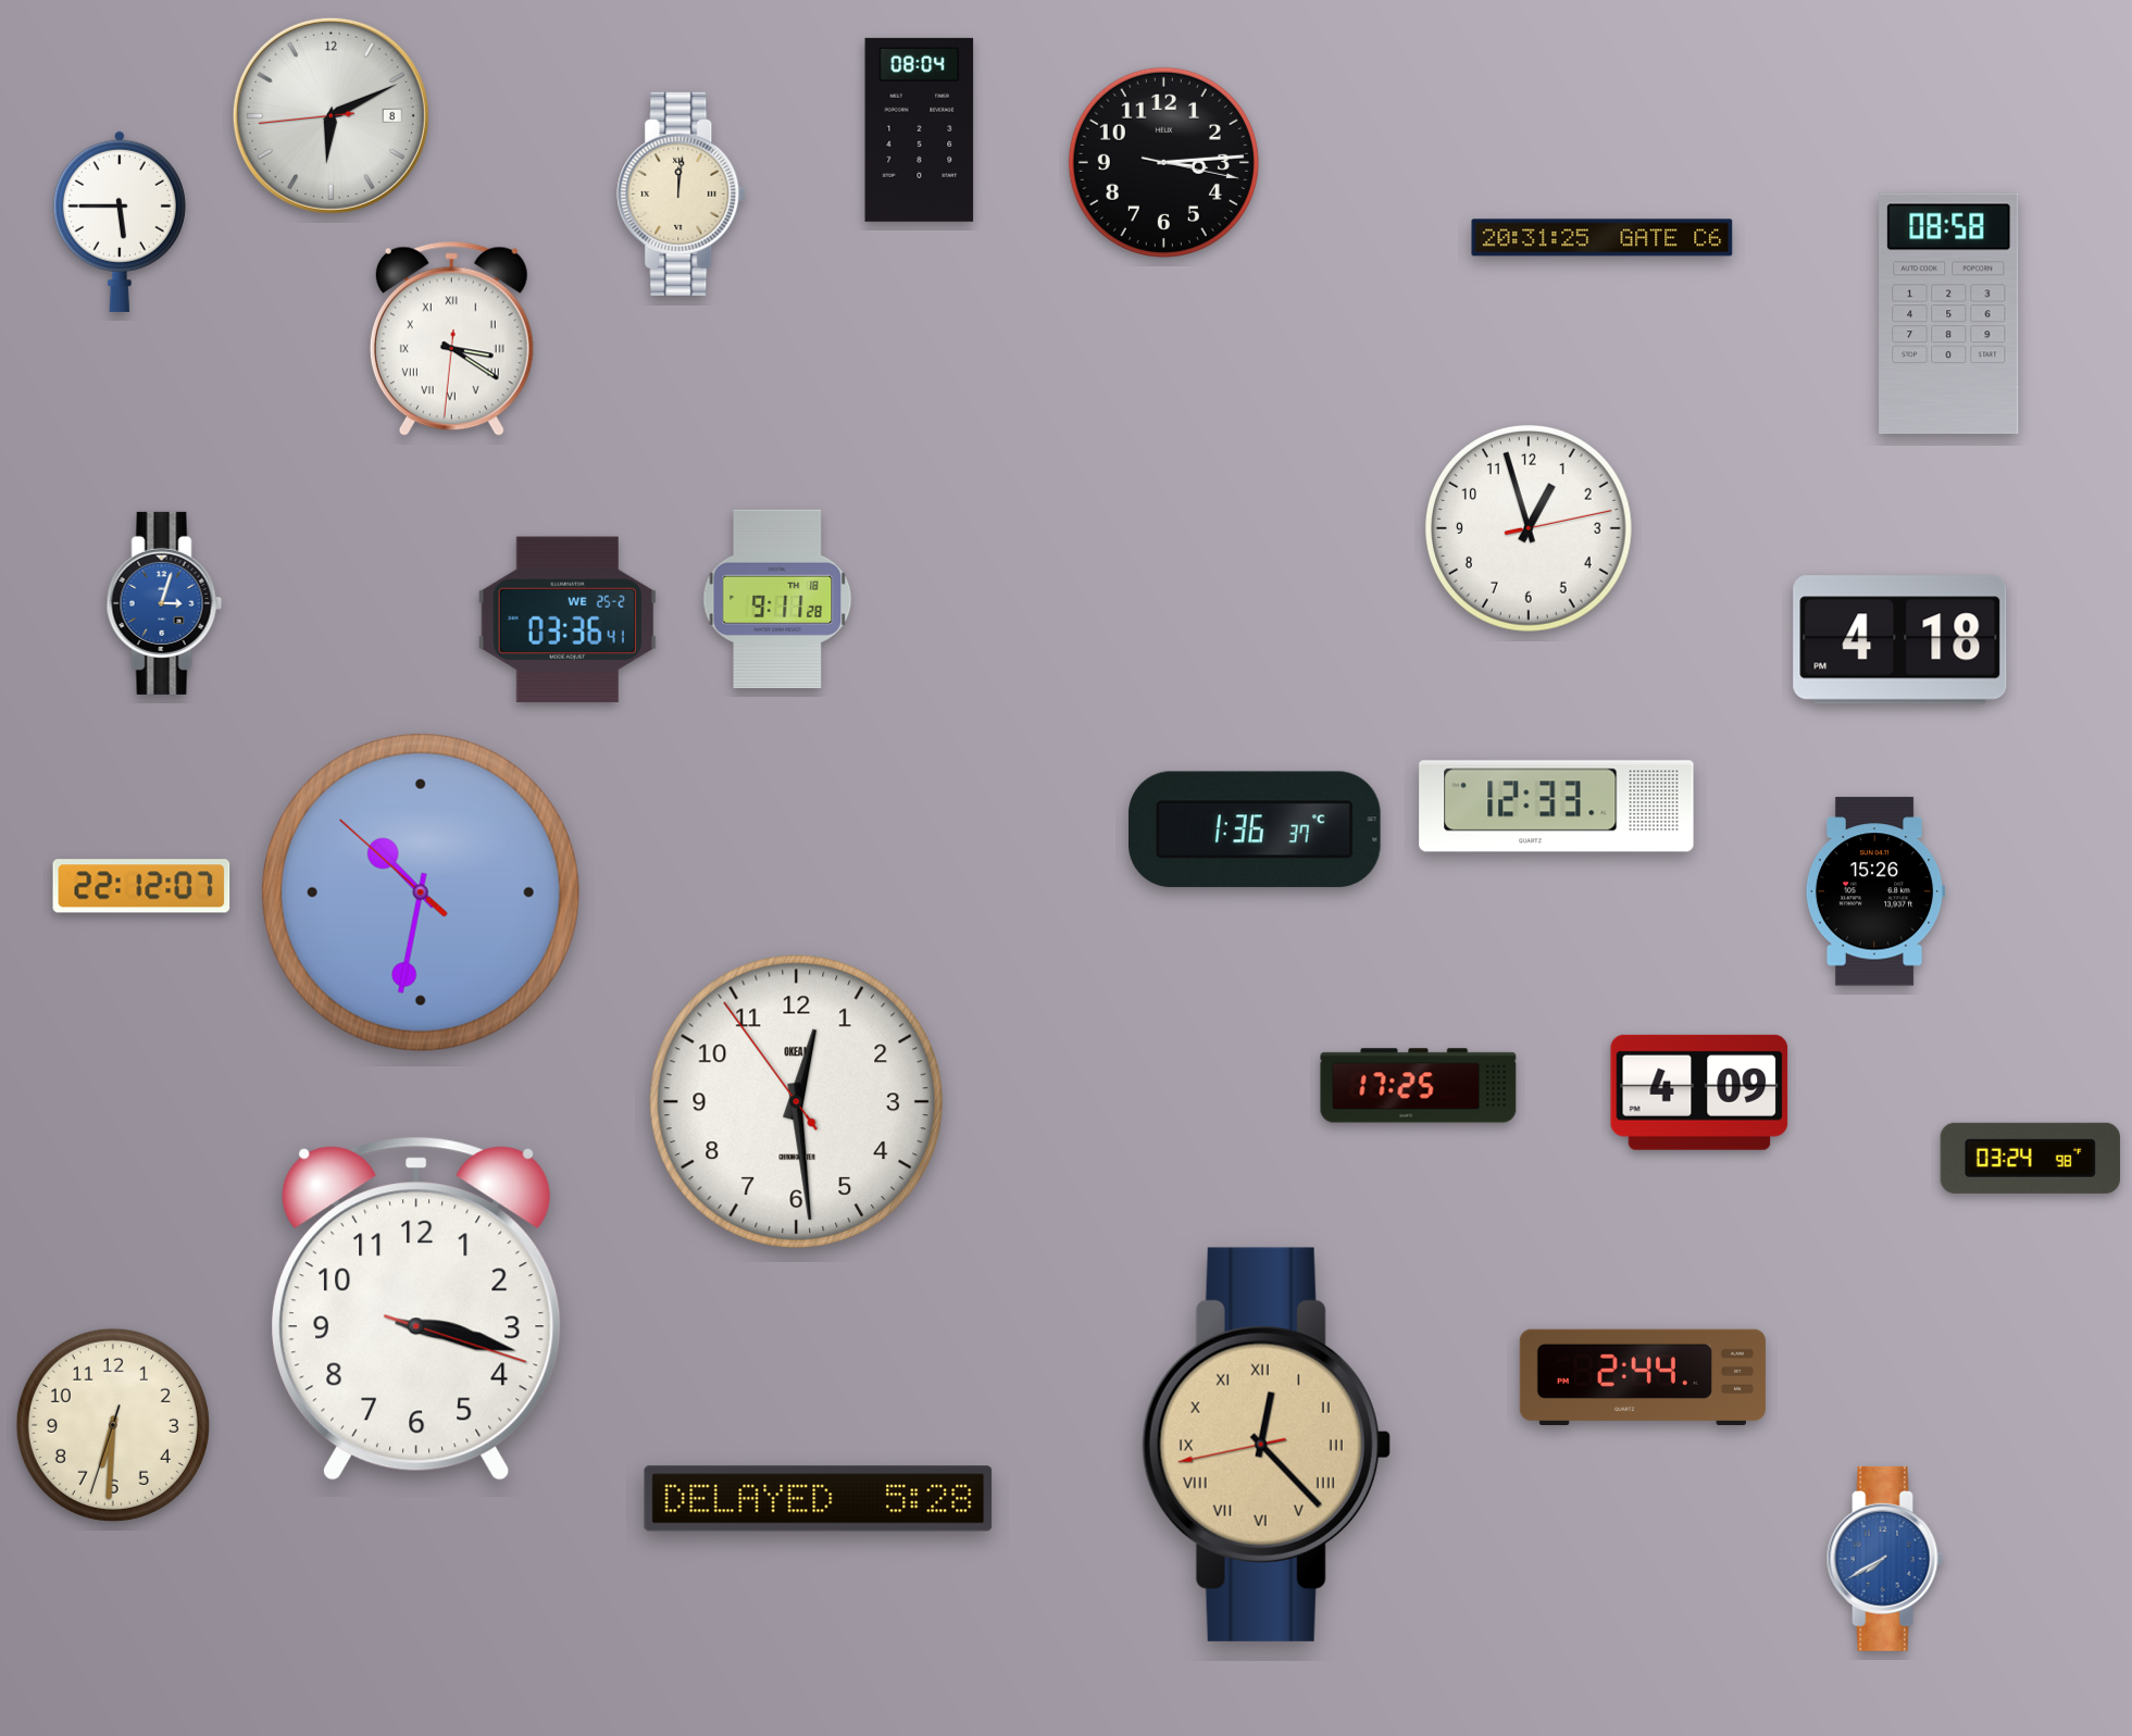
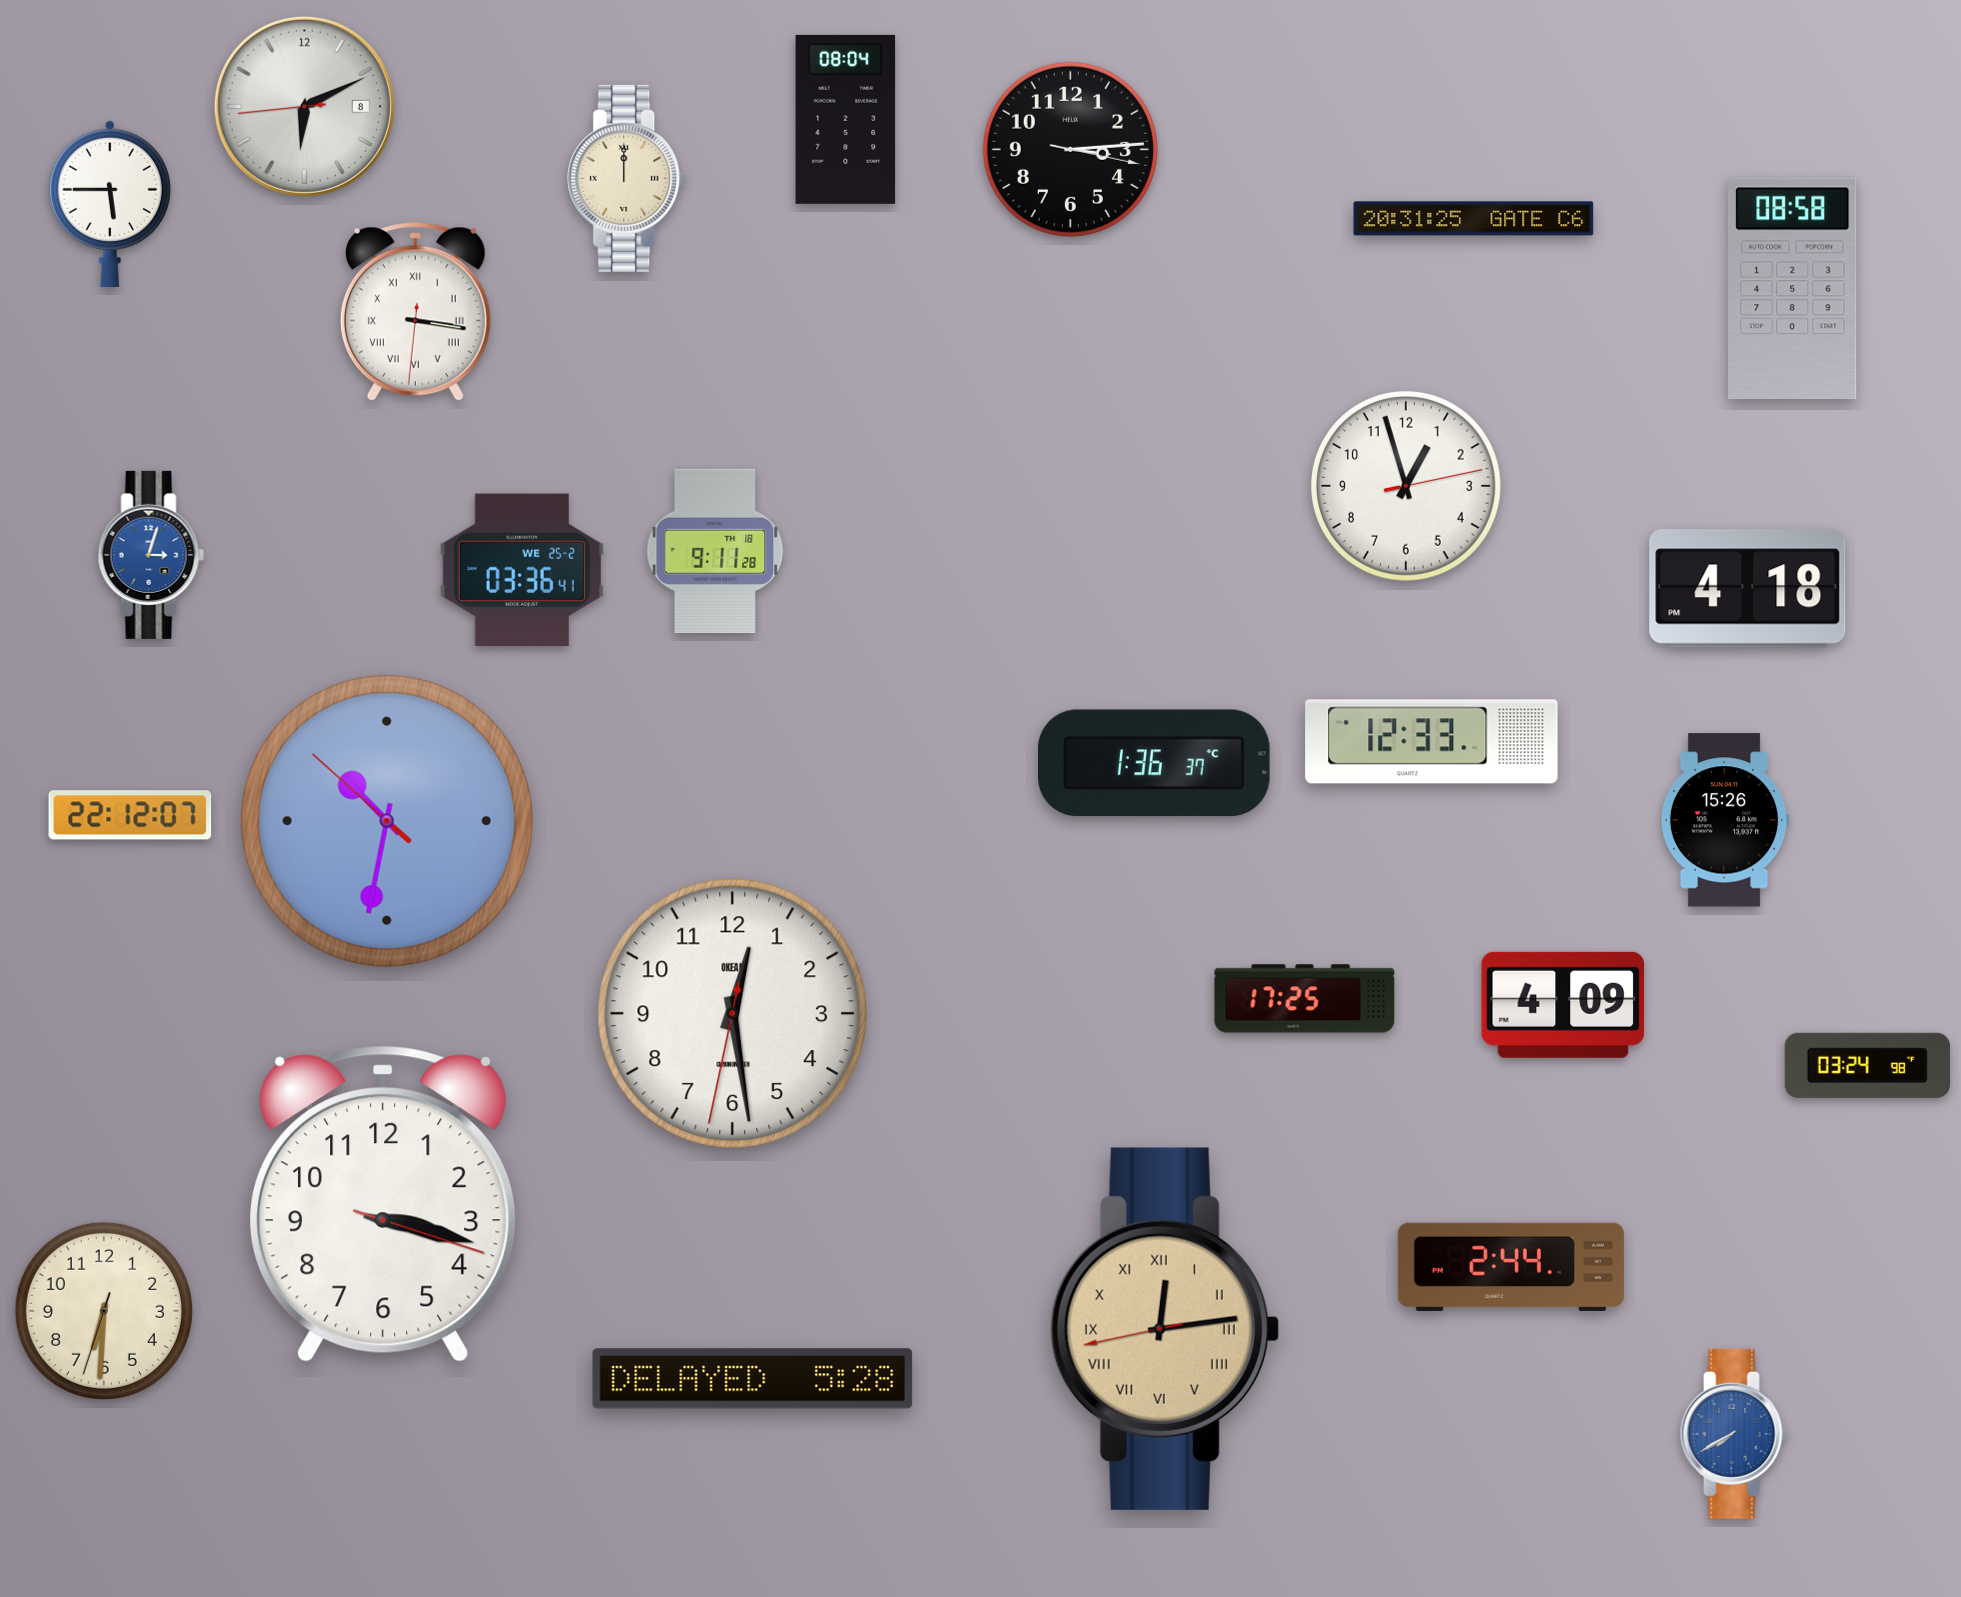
clock at (682, 193): 12:01 -> 12:00
clock at (451, 339): 3:20 -> 3:16
clock at (796, 1101): 12:28:54 -> 12:28:32
clock at (1267, 1445): 12:22 -> 12:13
